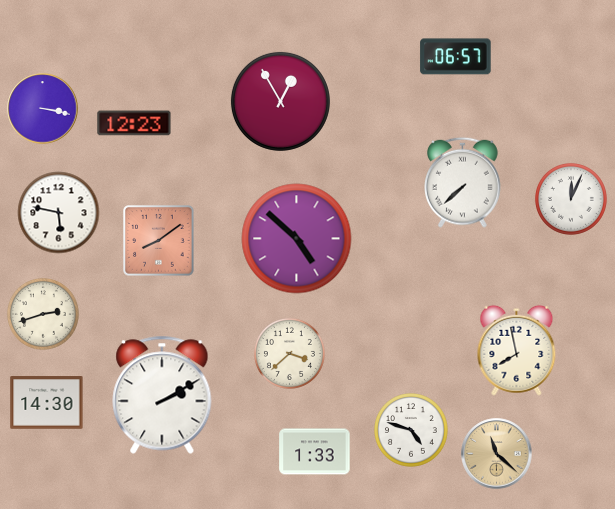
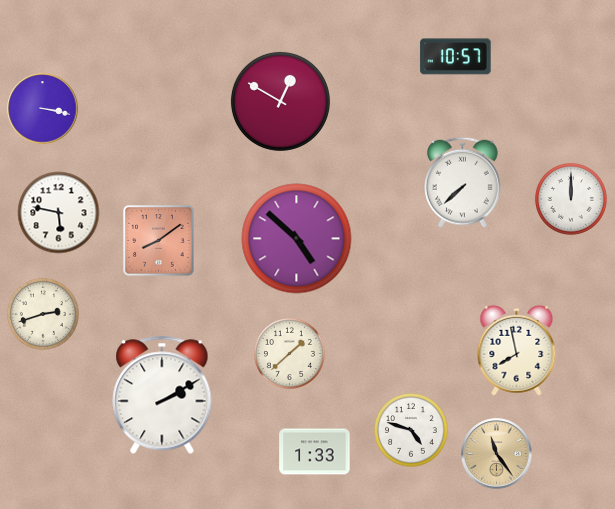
clock at (456, 57): 06:57 -> 10:57
clock at (280, 101): 12:55 -> 12:50
clock at (134, 123): 12:23 -> none
clock at (571, 199): 12:04 -> 12:00
clock at (289, 353): 3:38 -> 1:38
clock at (47, 403): 14:30 -> none
clock at (497, 454): 11:22 -> 11:24
